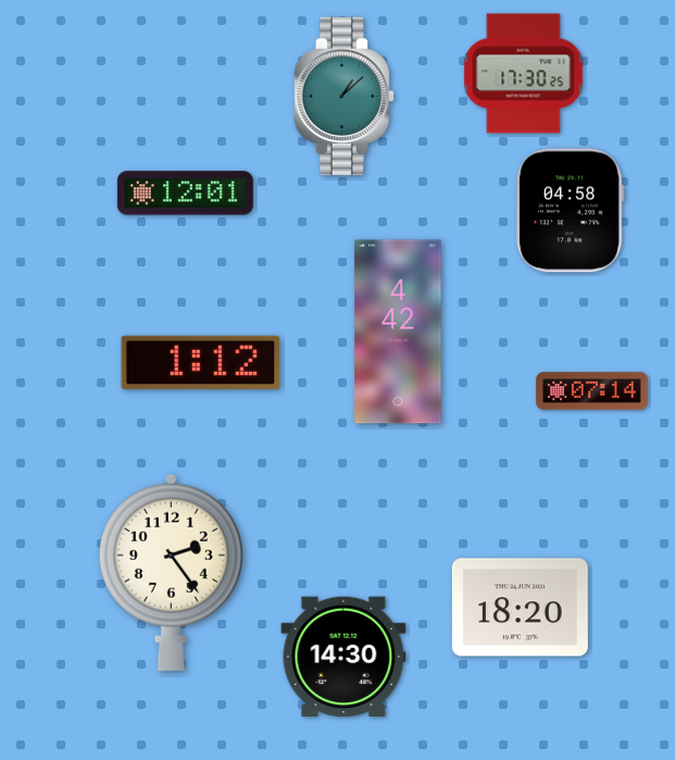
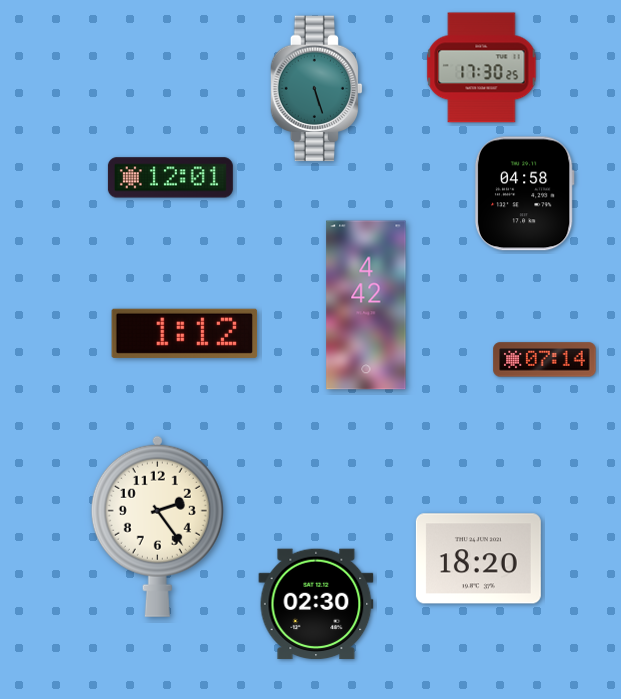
clock at (345, 97): 1:08 -> 5:27
clock at (343, 657): 14:30 -> 02:30
